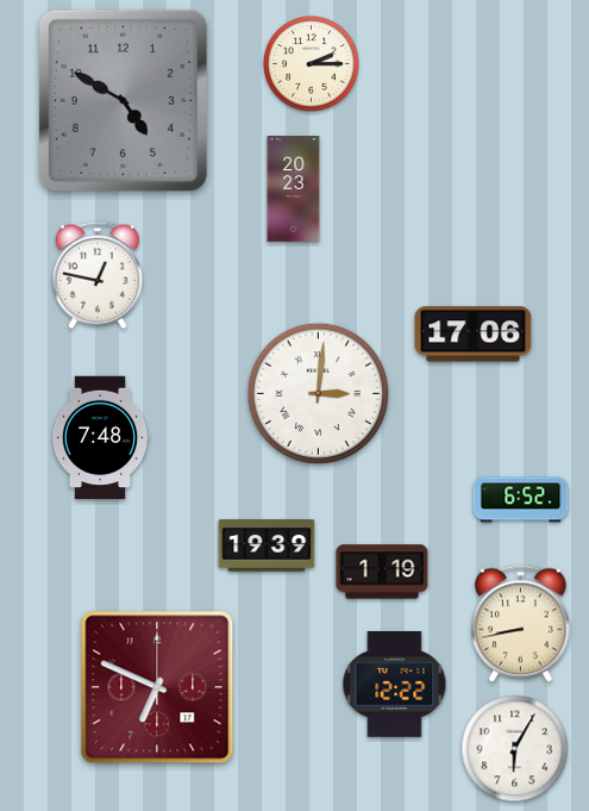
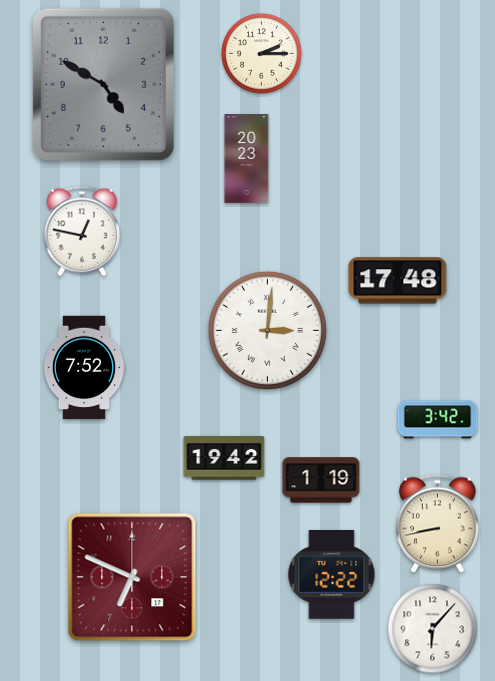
clock at (474, 335): 17:06 -> 17:48
clock at (100, 438): 7:48 -> 7:52
clock at (521, 500): 6:52 -> 3:42
clock at (267, 545): 19:39 -> 19:42
clock at (515, 749): 6:05 -> 6:07
